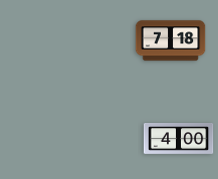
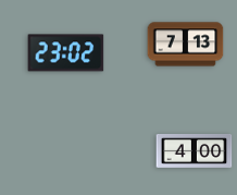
clock at (171, 41): 7:18 -> 7:13
clock at (66, 53): none -> 23:02
